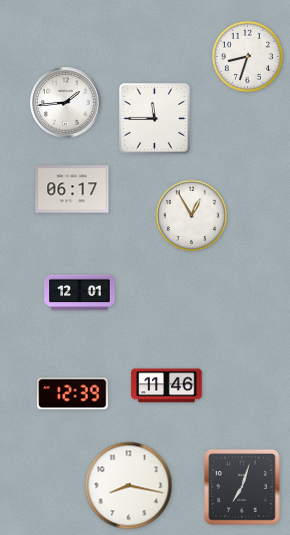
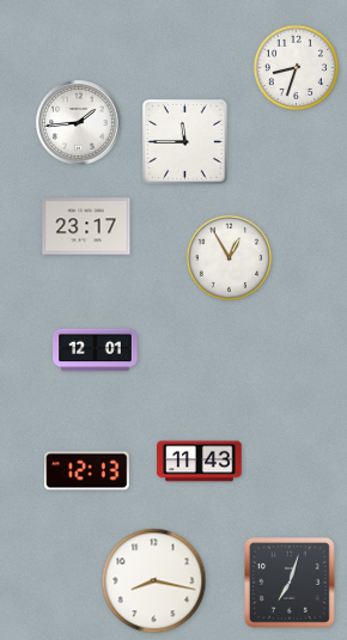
clock at (72, 189): 06:17 -> 23:17
clock at (167, 386): 11:46 -> 11:43
clock at (73, 394): 12:39 -> 12:13
